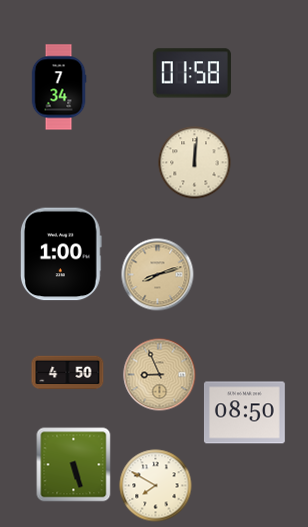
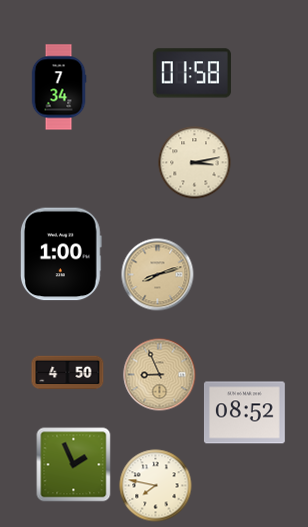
clock at (195, 163): 12:01 -> 3:13
clock at (244, 413): 08:50 -> 08:52
clock at (74, 465): 5:27 -> 1:56
clock at (156, 486): 7:50 -> 7:47
